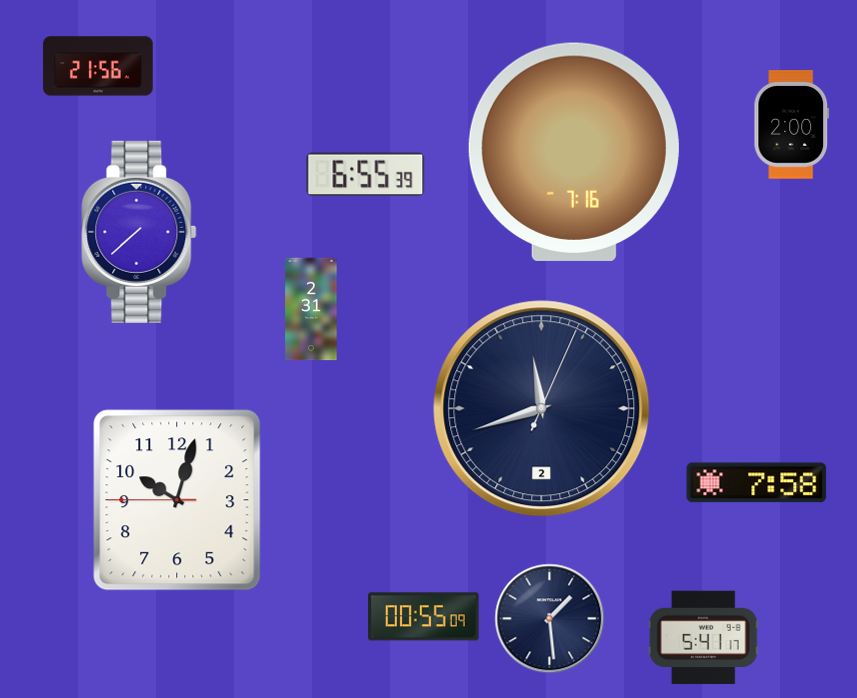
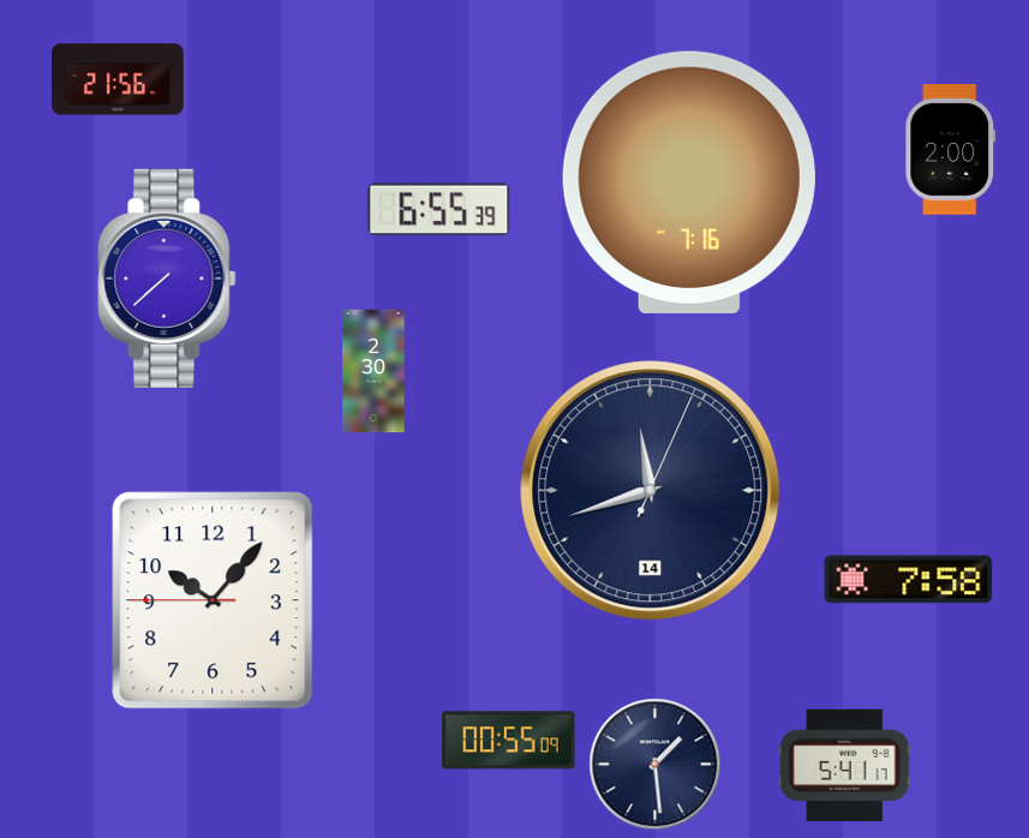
clock at (311, 309): 2:31 -> 2:30
clock at (542, 409) date: 2 -> 14
clock at (177, 500): 10:02 -> 10:06
clock at (550, 619) position: (550, 619) -> (656, 765)
